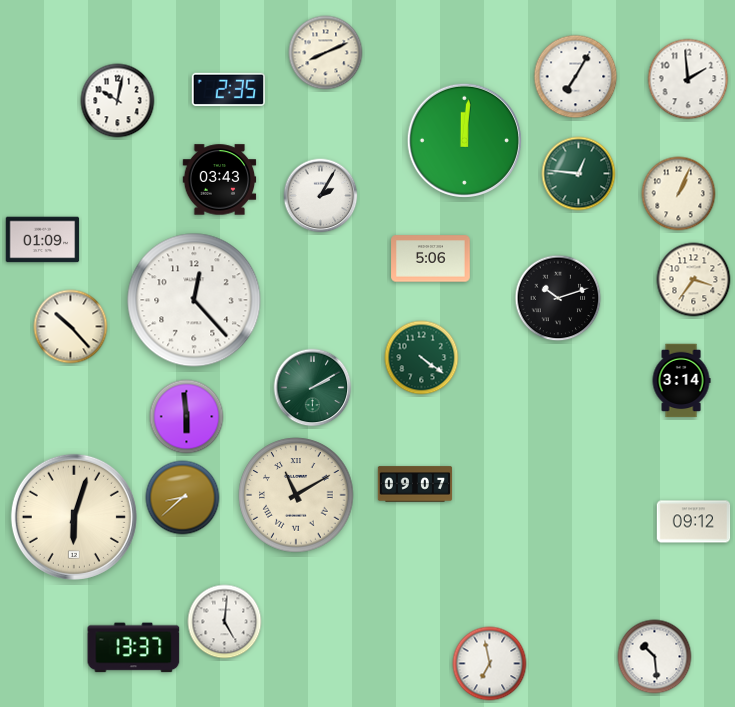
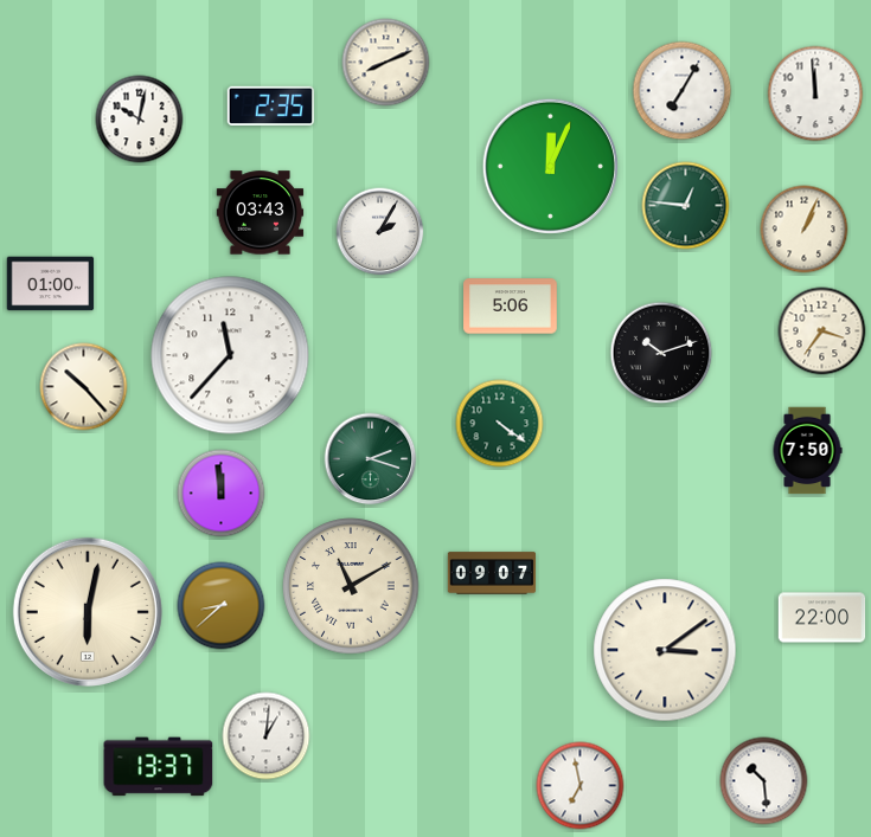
clock at (688, 79): 1:59 -> 11:59
clock at (464, 140): 12:01 -> 12:04
clock at (43, 240): 01:09 -> 01:00
clock at (194, 300): 12:23 -> 11:37
clock at (681, 381): 3:14 -> 7:50
clock at (313, 388): 2:10 -> 2:18
clock at (187, 417): 5:59 -> 11:59
clock at (183, 498) position: (183, 498) -> (222, 606)
clock at (74, 517): 6:03 -> 6:02
clock at (694, 522): 09:12 -> 22:00
clock at (665, 650): none -> 3:09
clock at (225, 622): 5:01 -> 1:01
clock at (655, 657) position: (655, 657) -> (764, 781)
